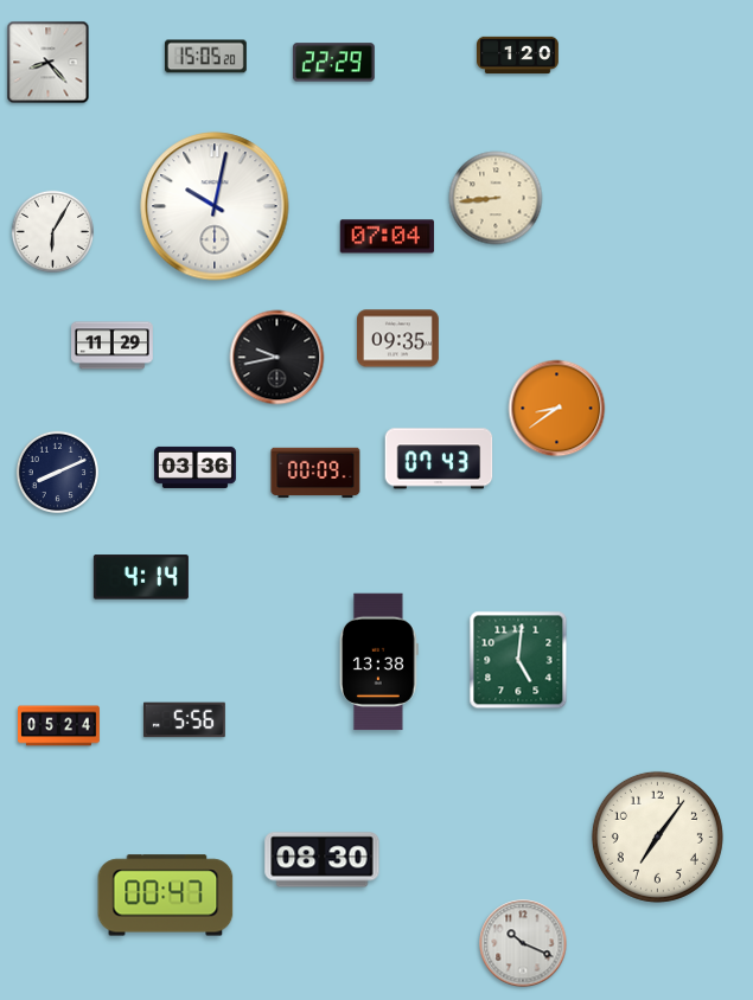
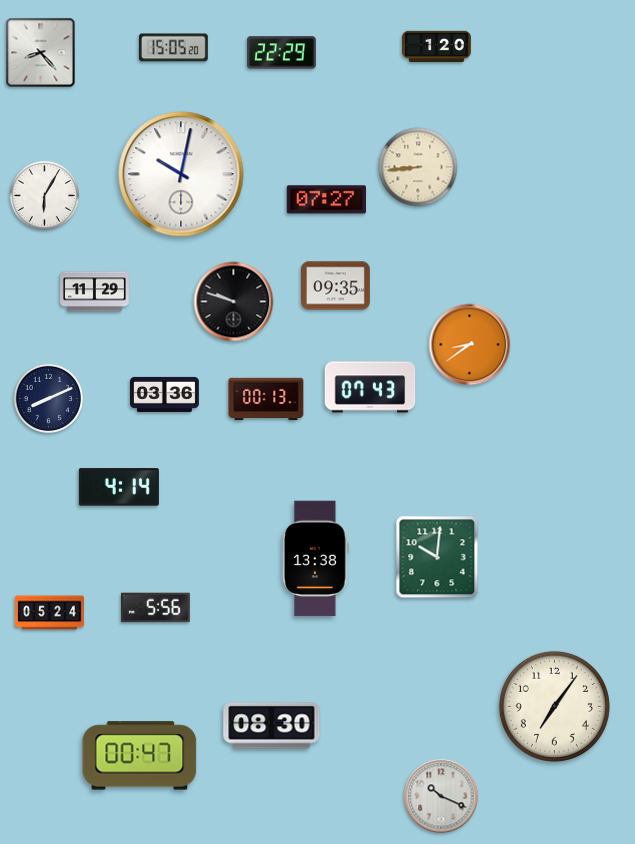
clock at (387, 237): 07:04 -> 07:27
clock at (277, 358): 9:43 -> 9:48
clock at (315, 473): 00:09 -> 00:13
clock at (518, 660): 5:01 -> 10:01
clock at (379, 662) position: (379, 662) -> (316, 559)
